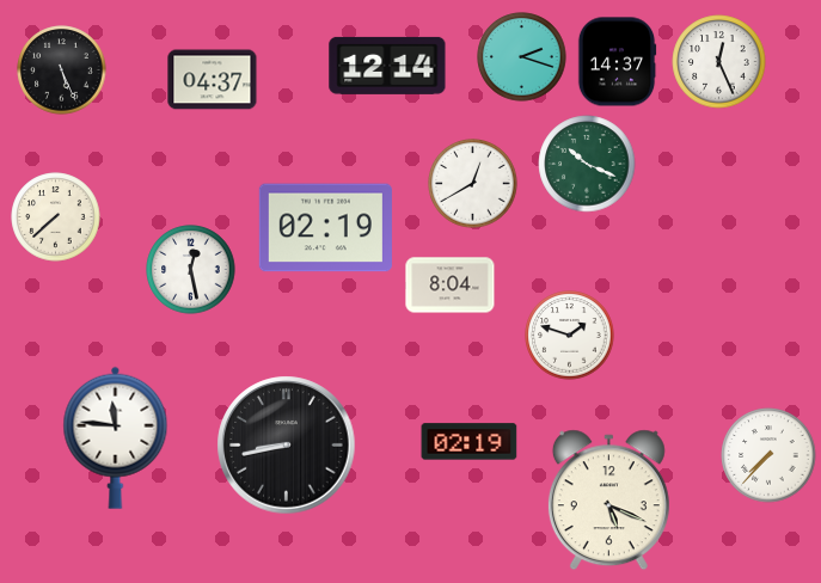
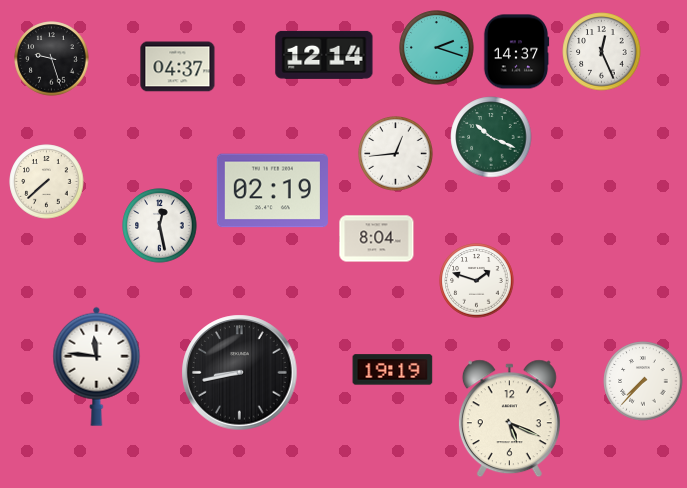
clock at (62, 70): 5:26 -> 9:27
clock at (473, 184): 12:40 -> 12:44
clock at (470, 442): 02:19 -> 19:19
